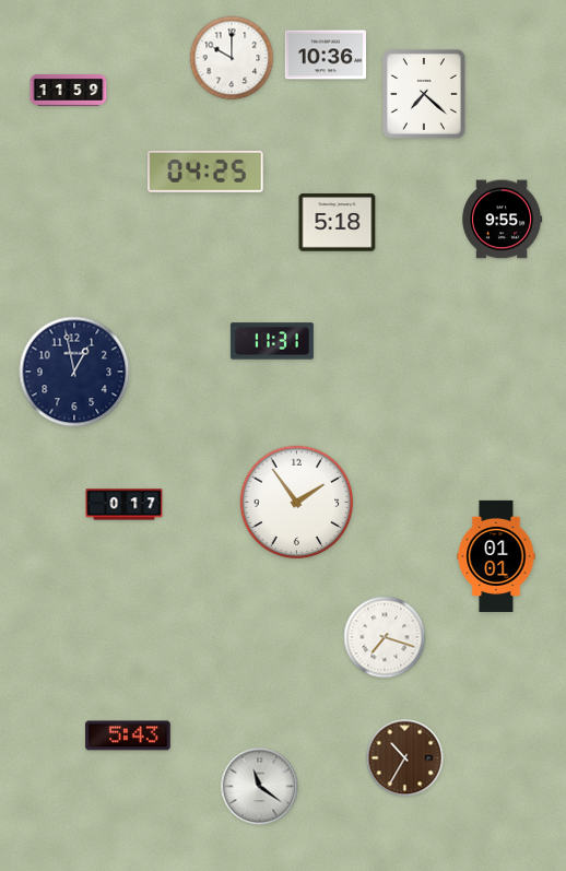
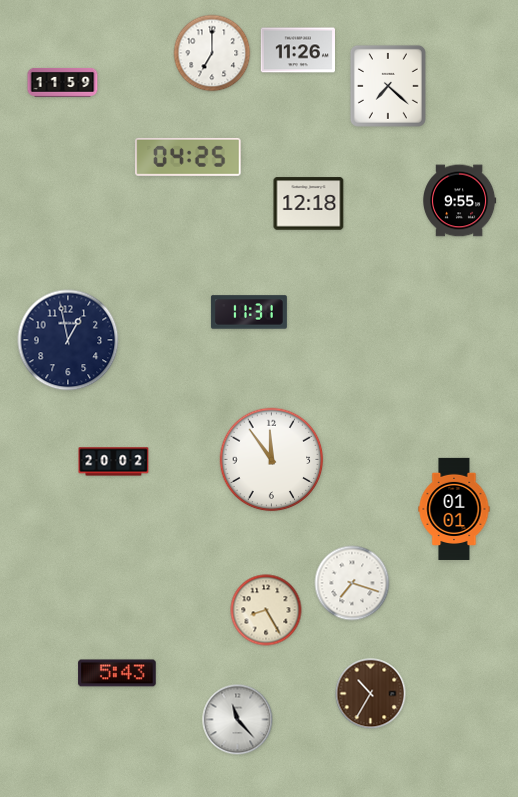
clock at (325, 55): 10:36 -> 11:26
clock at (232, 58): 10:00 -> 7:00
clock at (338, 223): 5:18 -> 12:18
clock at (297, 503): 1:54 -> 11:54
clock at (125, 505): 0:17 -> 20:02
clock at (266, 610): none -> 8:25
clock at (260, 787): 11:21 -> 11:23
